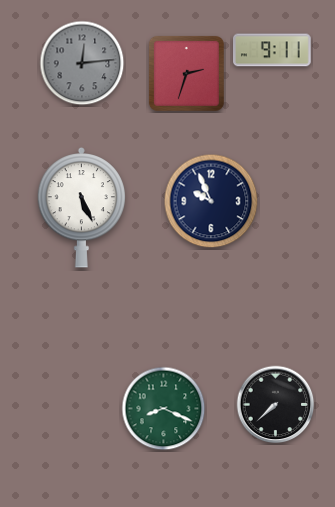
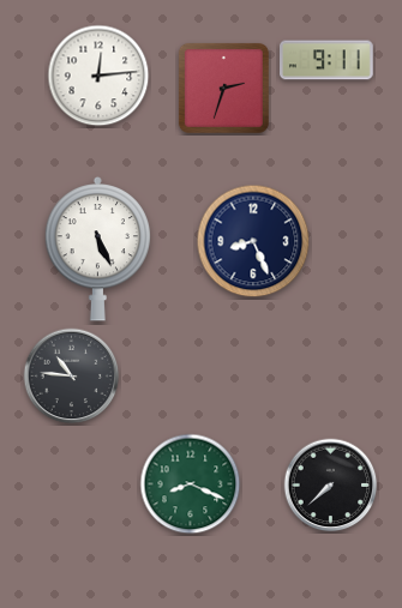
clock at (82, 63) dial: grey -> white
clock at (211, 201): 9:56 -> 8:26
clock at (72, 377): none -> 10:46
clock at (164, 409) position: (164, 409) -> (191, 484)
